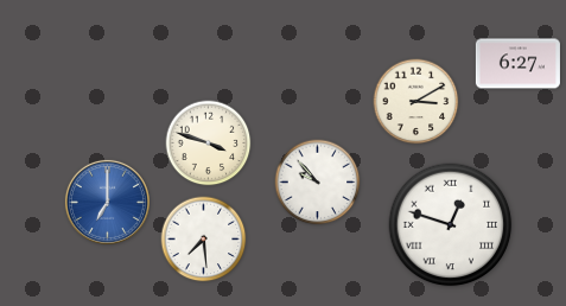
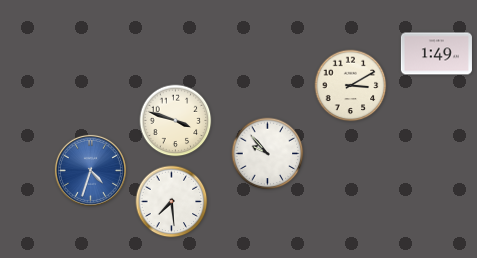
clock at (517, 64): 6:27 -> 1:49
clock at (107, 202): 7:00 -> 4:33
clock at (451, 225): 12:48 -> none
